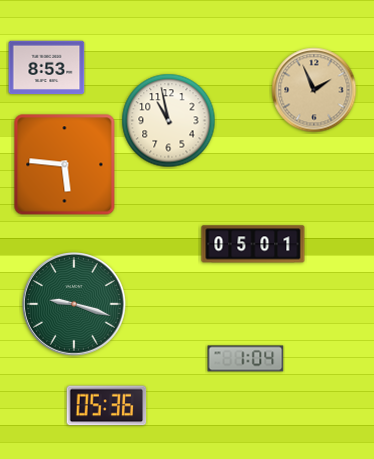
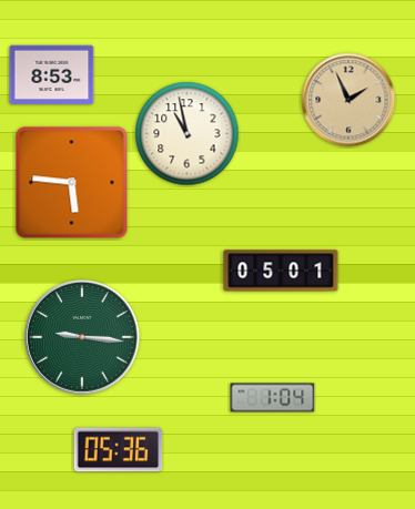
clock at (75, 305): 9:18 -> 9:16
